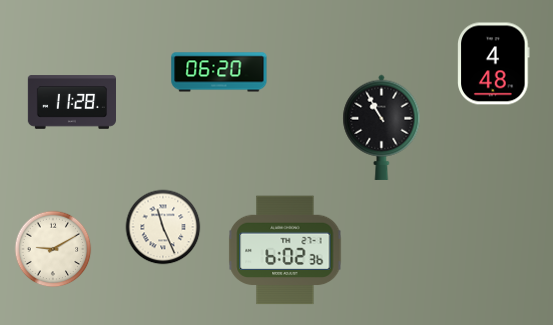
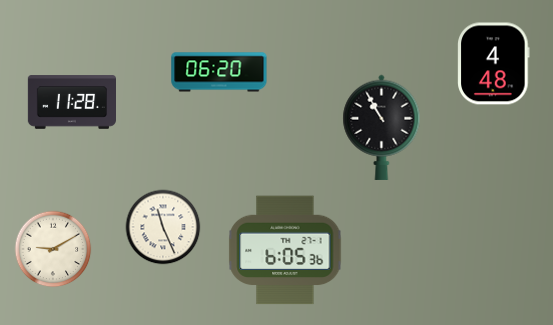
clock at (285, 250): 6:02 -> 6:05
